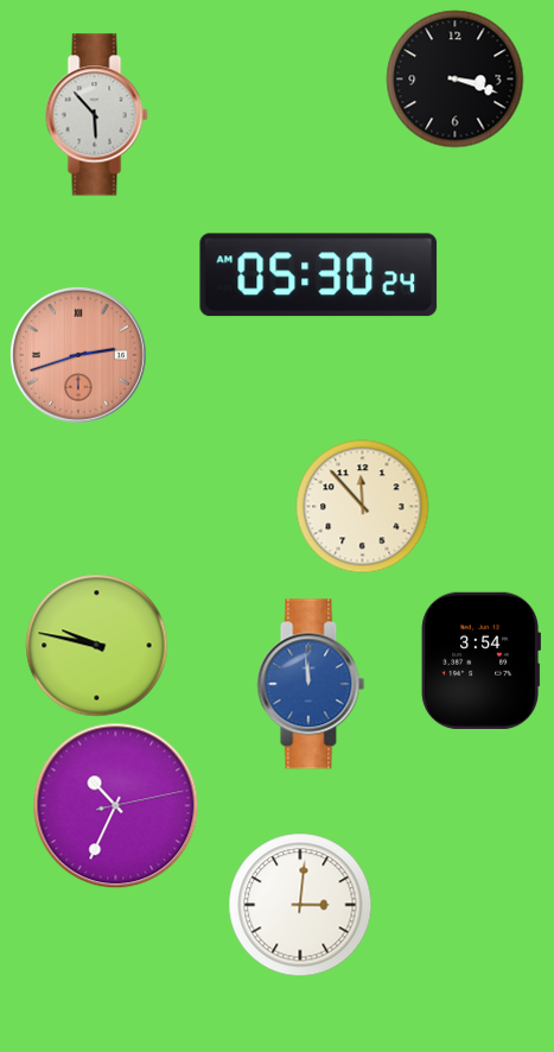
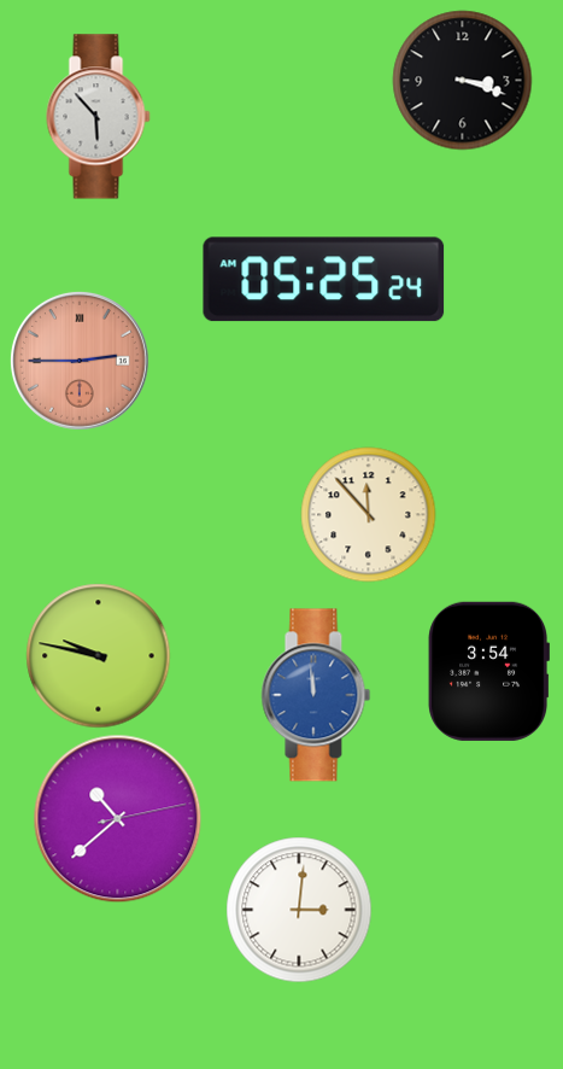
clock at (319, 275): 05:30 -> 05:25
clock at (78, 355): 2:42 -> 2:45
clock at (116, 806): 10:34 -> 10:38
clock at (300, 905) position: (300, 905) -> (299, 910)
